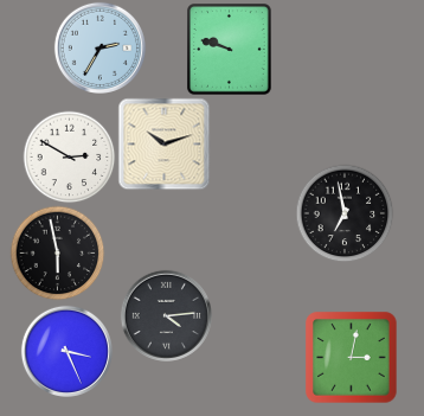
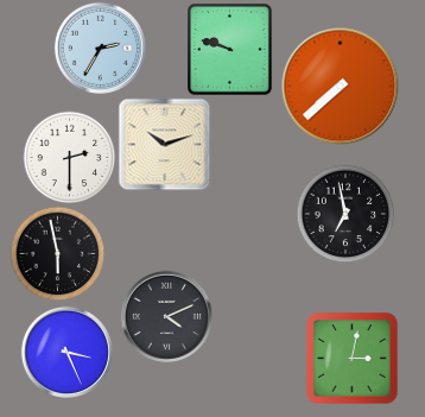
clock at (341, 87): none -> 7:38
clock at (69, 156): 2:50 -> 2:30
clock at (166, 315): 4:14 -> 4:11
